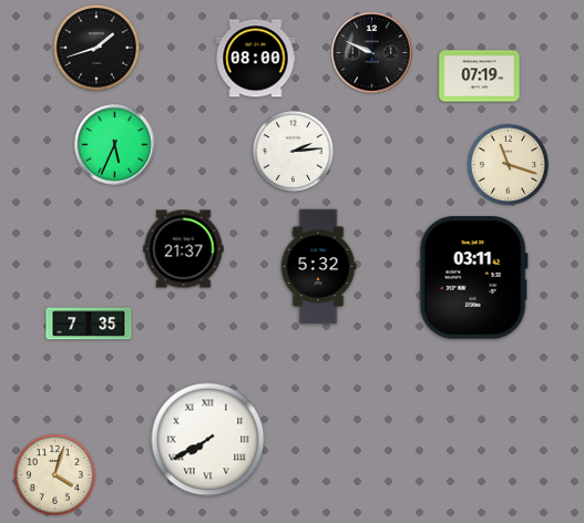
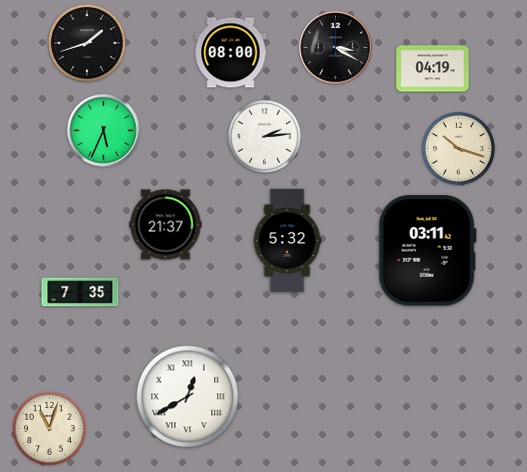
clock at (372, 53): 9:49 -> 3:20
clock at (480, 76): 07:19 -> 04:19
clock at (508, 164): 11:18 -> 10:18
clock at (208, 440): 7:40 -> 12:40
clock at (54, 474): 4:03 -> 11:03
